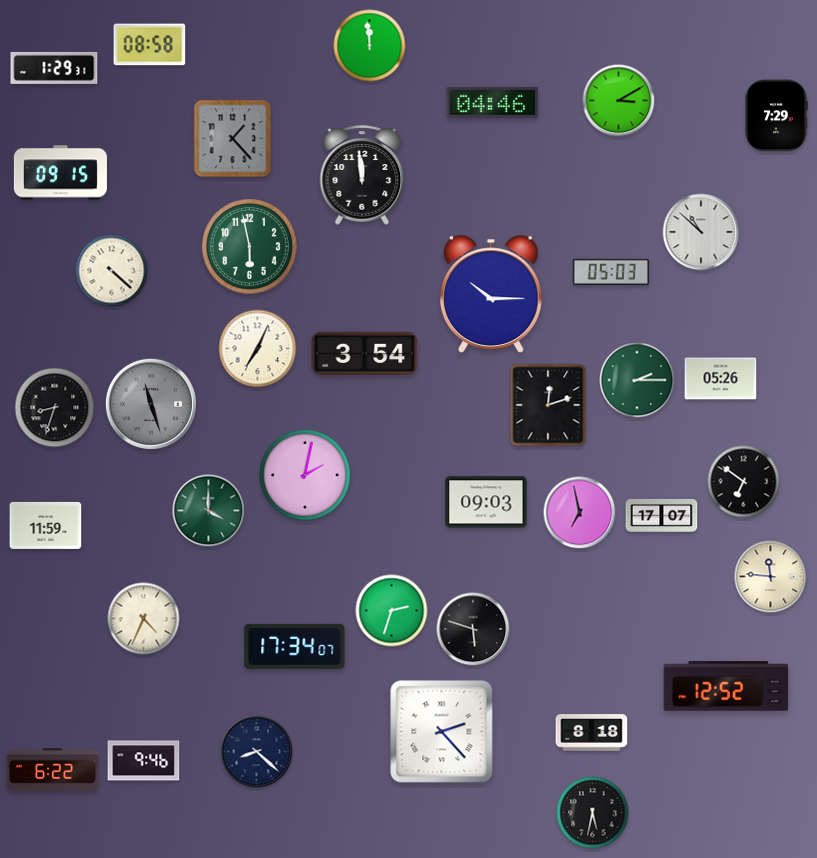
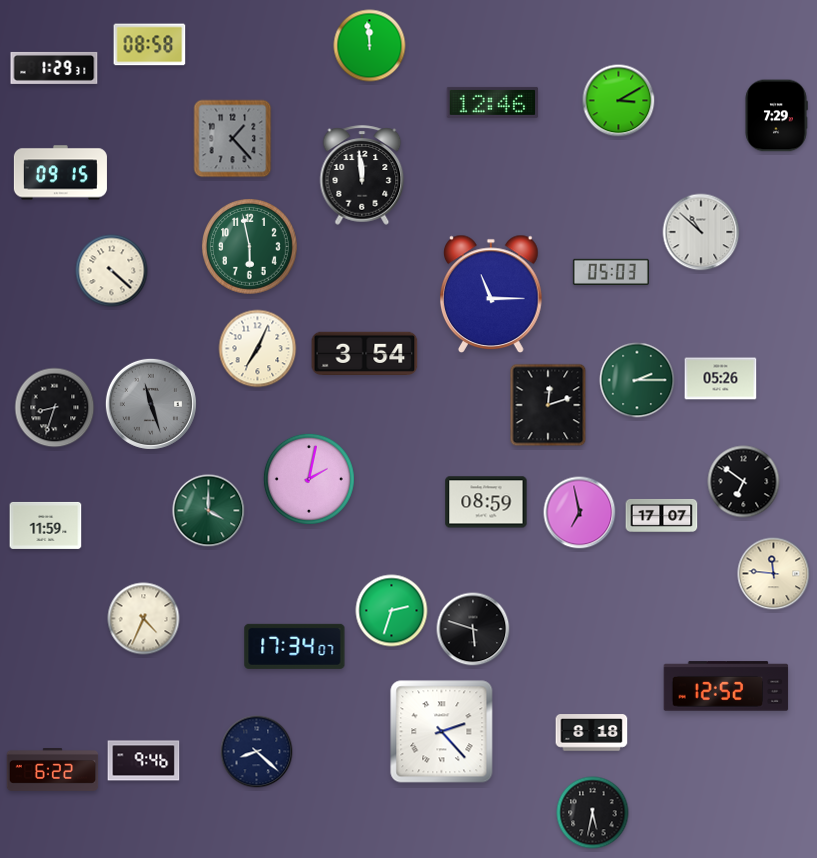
clock at (493, 102): 04:46 -> 12:46
clock at (492, 293): 10:15 -> 11:15
clock at (305, 475) position: (305, 475) -> (309, 479)
clock at (486, 502): 09:03 -> 08:59
clock at (771, 577) position: (771, 577) -> (774, 574)
